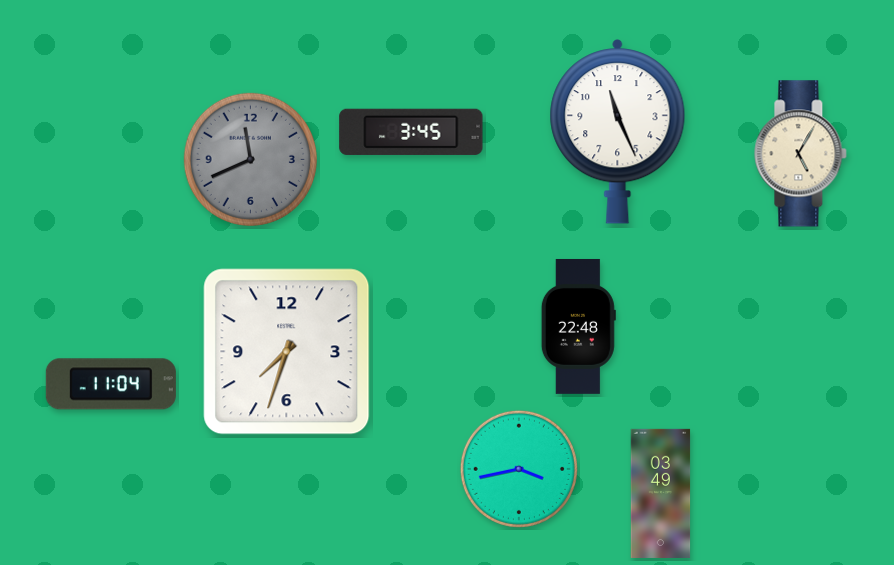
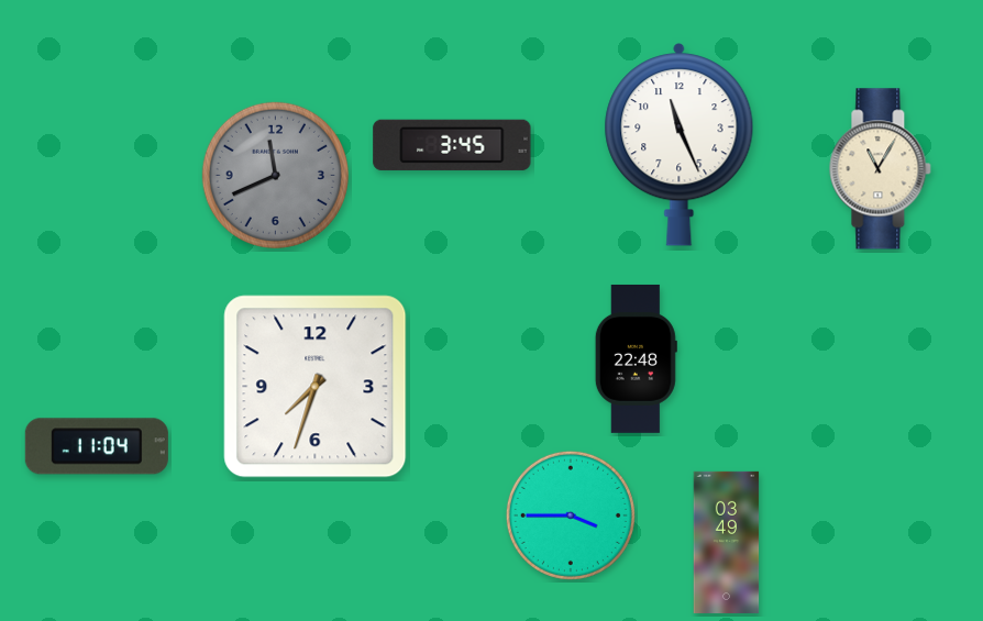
clock at (801, 154): 5:05 -> 11:05
clock at (111, 384) position: (111, 384) -> (97, 446)
clock at (519, 469): 3:43 -> 3:45
